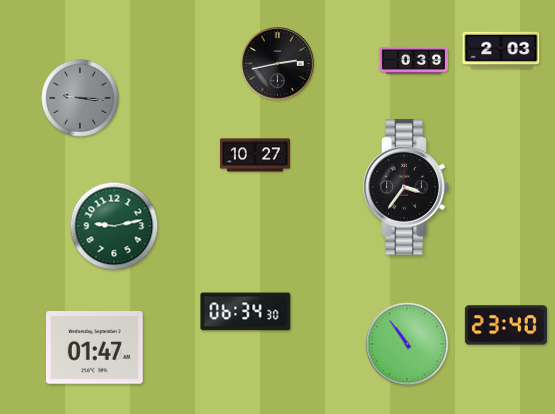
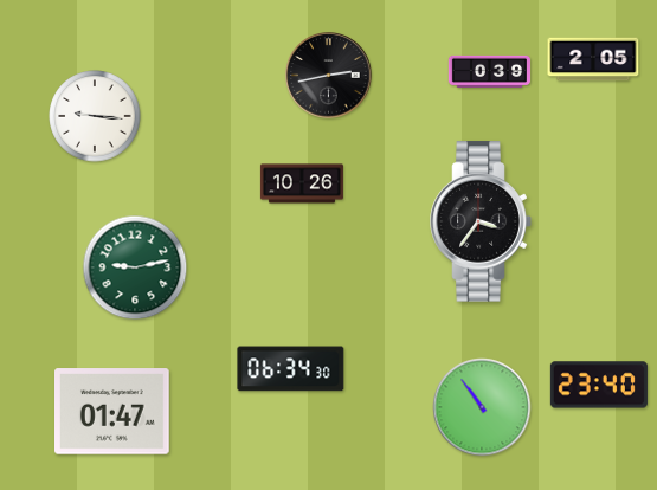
clock at (501, 50): 2:03 -> 2:05
clock at (80, 98) dial: grey -> white
clock at (255, 155): 10:27 -> 10:26
